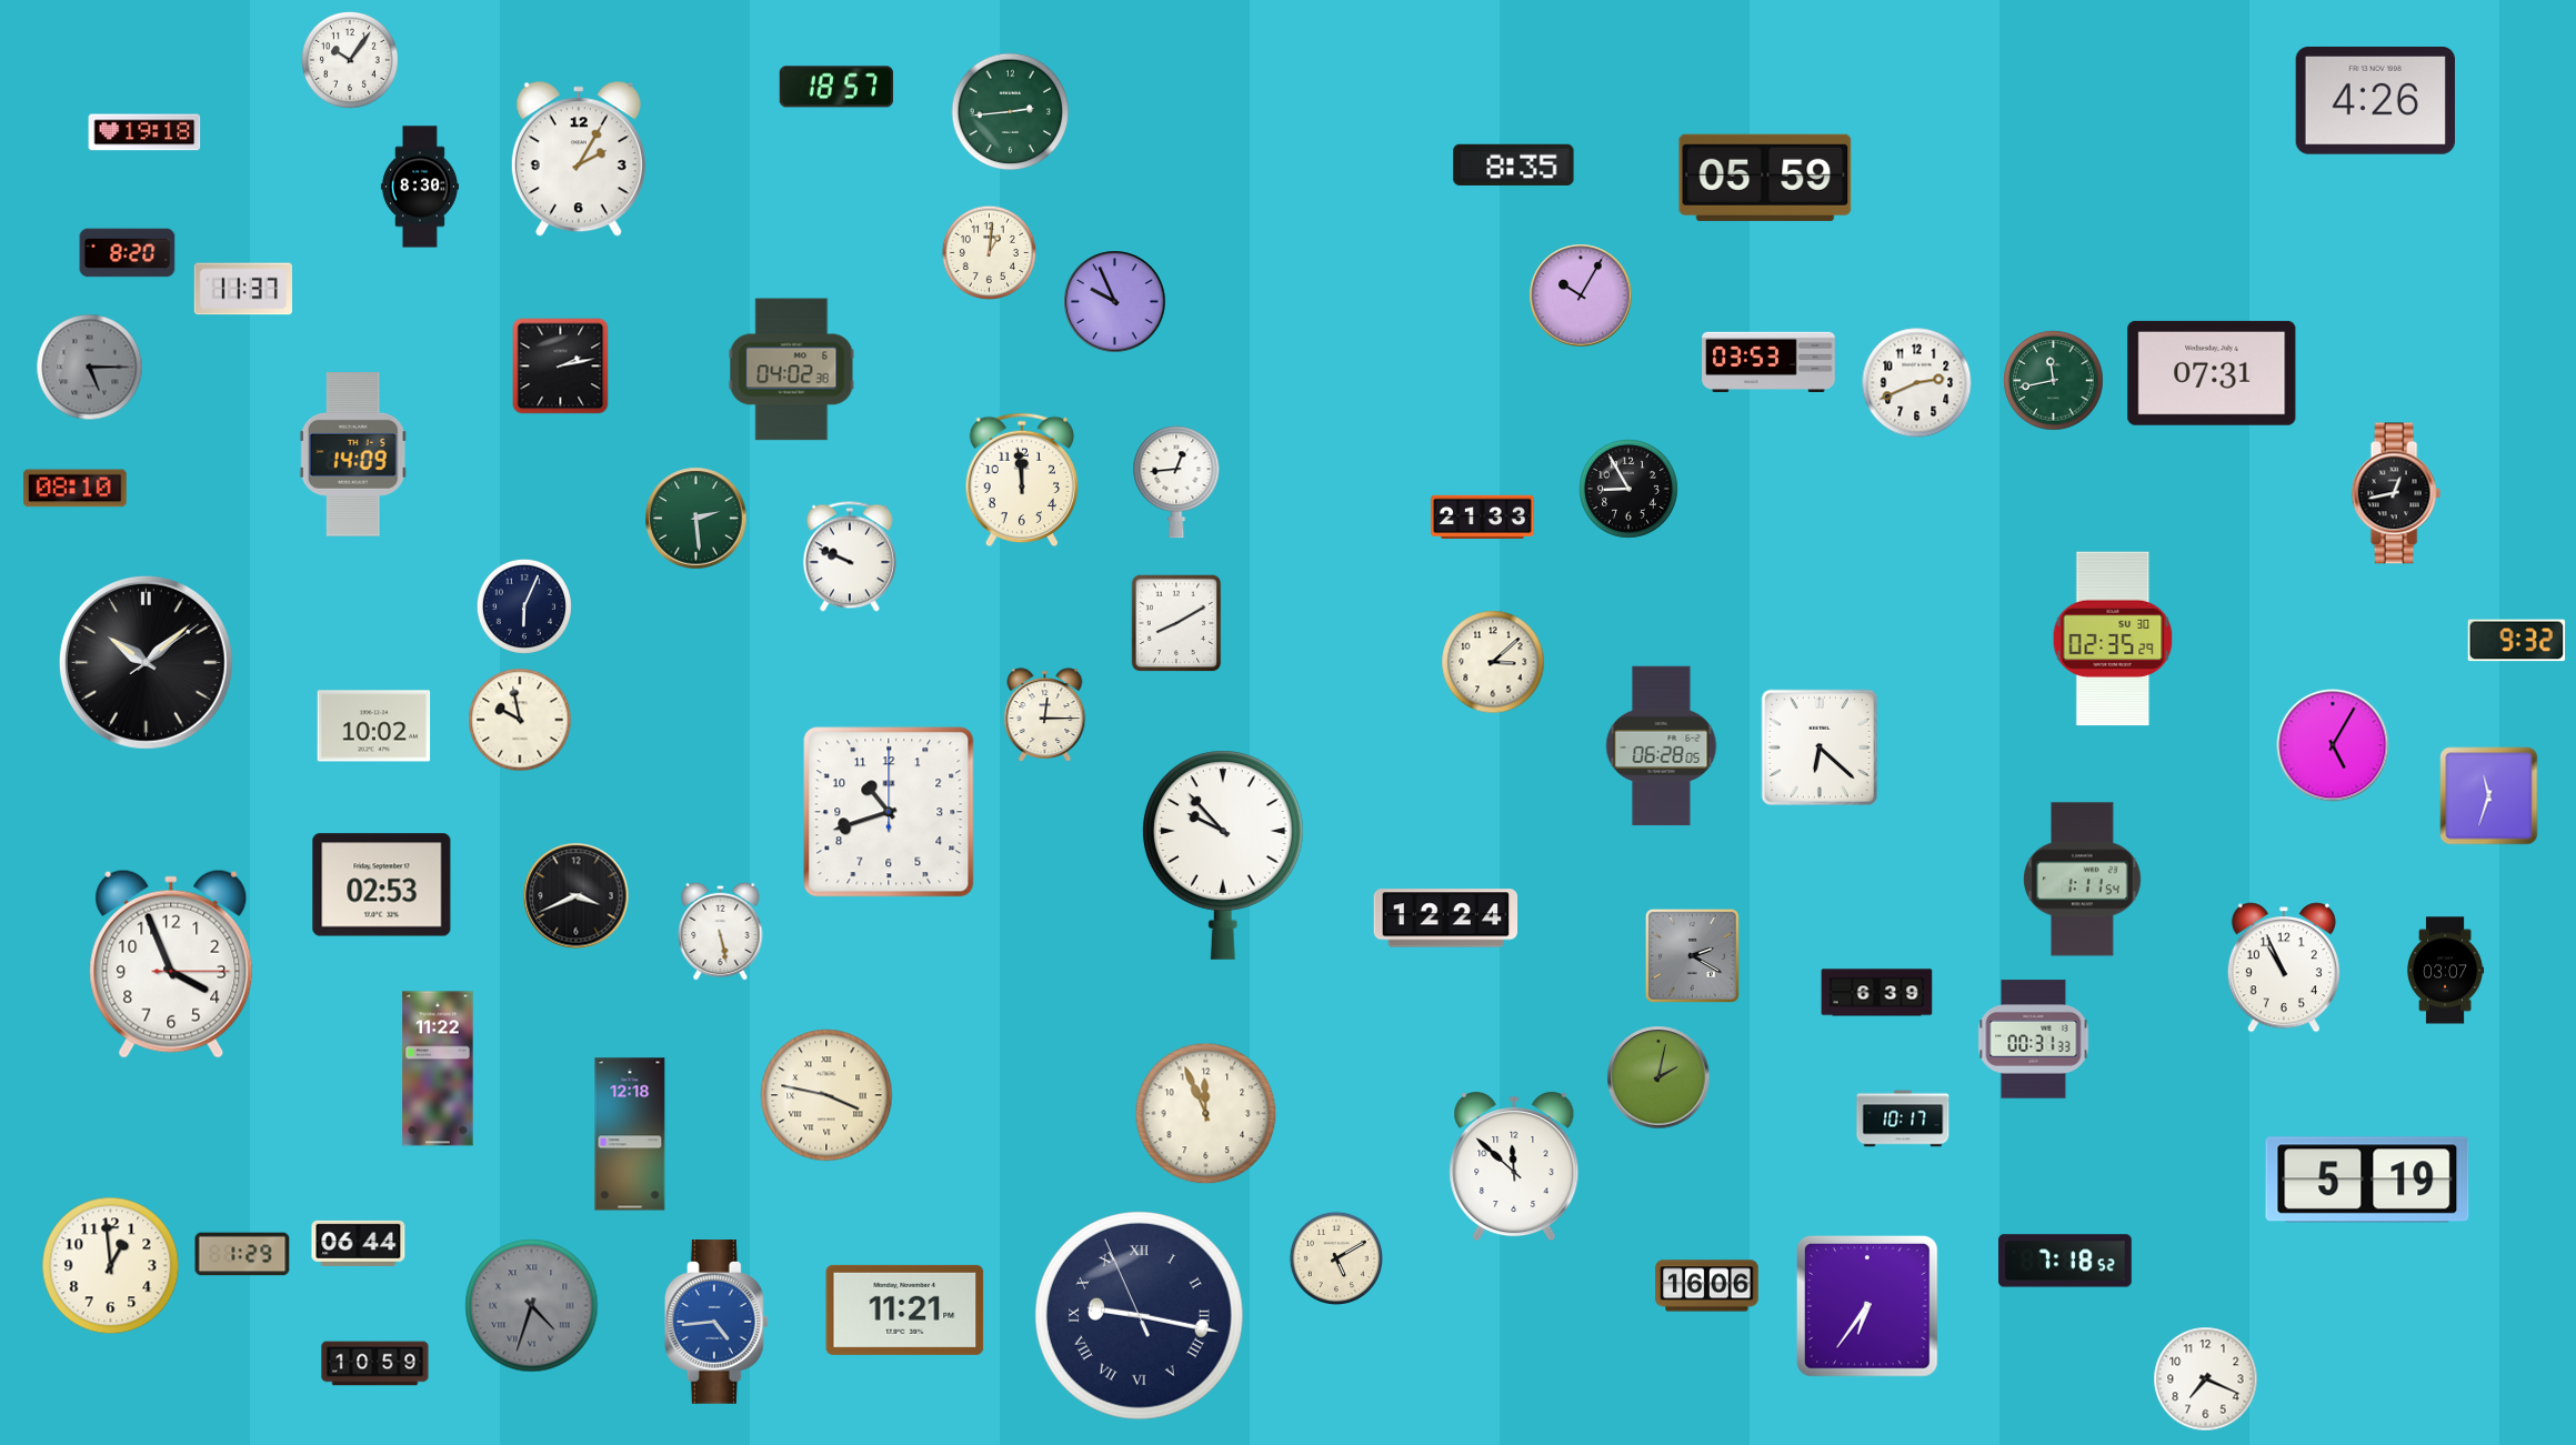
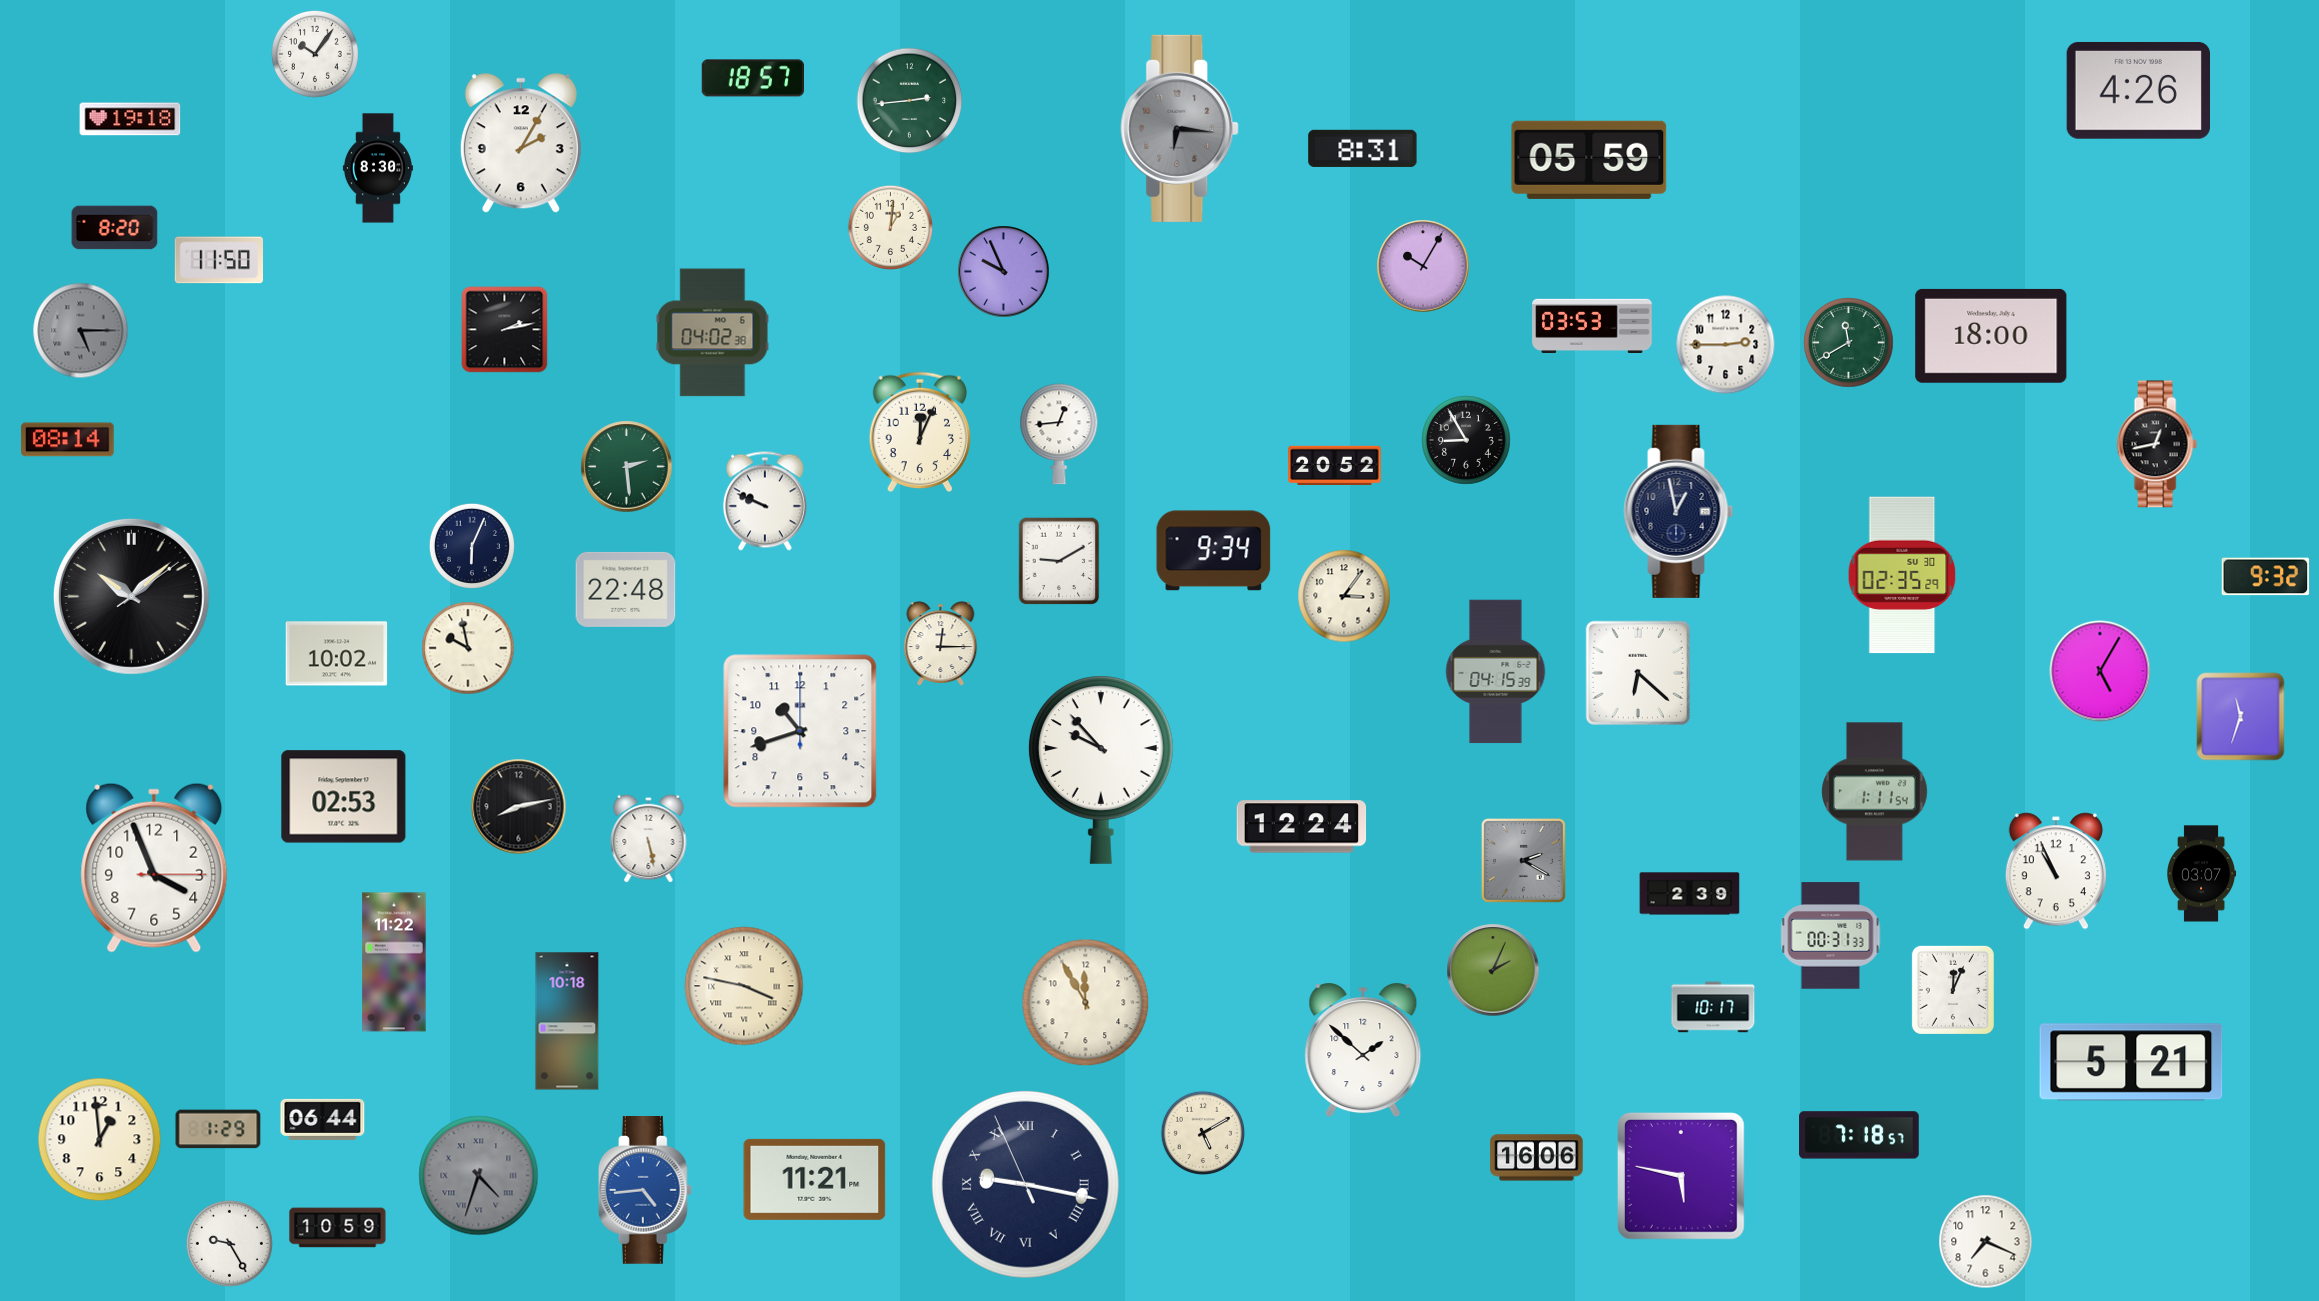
clock at (1180, 128): none -> 6:16
clock at (1514, 164): 8:35 -> 8:31
clock at (242, 289): 11:37 -> 11:50
clock at (2212, 373): 07:31 -> 18:00
clock at (2054, 381): 11:43 -> 11:40
clock at (1917, 383): 2:41 -> 2:45
clock at (353, 455): 14:09 -> none
clock at (1022, 480): 11:59 -> 12:04
clock at (76, 489): 08:10 -> 08:14
clock at (1483, 516): 21:33 -> 20:52
clock at (1679, 511): none -> 12:58
clock at (1214, 551): none -> 9:34
clock at (1176, 623): 8:10 -> 9:10
clock at (626, 589): none -> 22:48
clock at (1493, 662): 3:08 -> 3:06
clock at (1662, 746): 06:28 -> 04:15
clock at (577, 896): 3:41 -> 8:13
clock at (1877, 993): 6:39 -> 2:39
clock at (1658, 1077): 2:02 -> 2:04
clock at (1953, 990): none -> 12:04
clock at (1206, 1114): 11:56 -> 11:55
clock at (630, 1134): 12:18 -> 10:18
clock at (1514, 1167): 11:52 -> 1:52
clock at (2367, 1180): 5:19 -> 5:21
clock at (2065, 1261): 7:18:52 -> 7:18:57
clock at (1867, 1306): 6:36 -> 5:47
clock at (229, 1243): none -> 9:25
